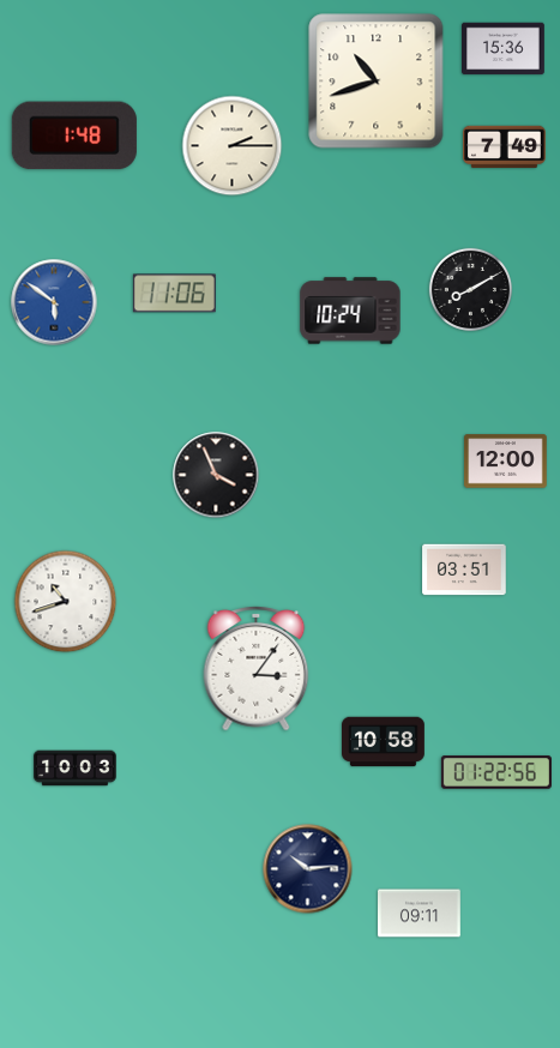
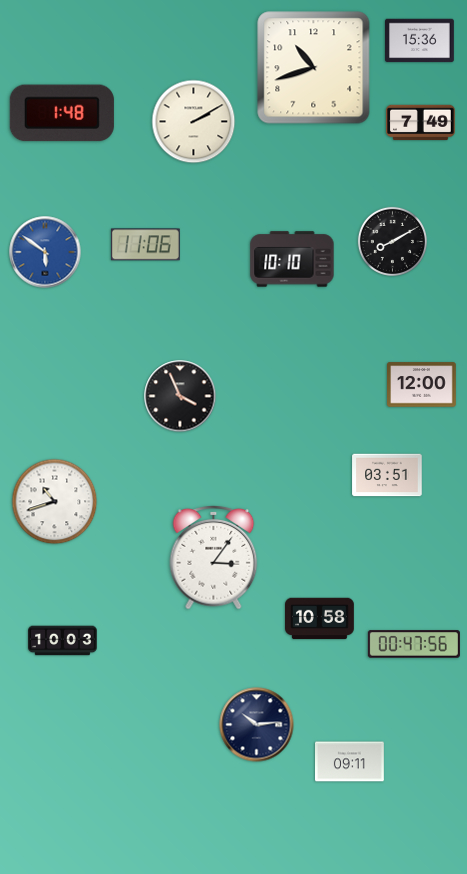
clock at (233, 146): 2:15 -> 2:10
clock at (350, 311): 10:24 -> 10:10
clock at (496, 772): 01:22 -> 00:47
